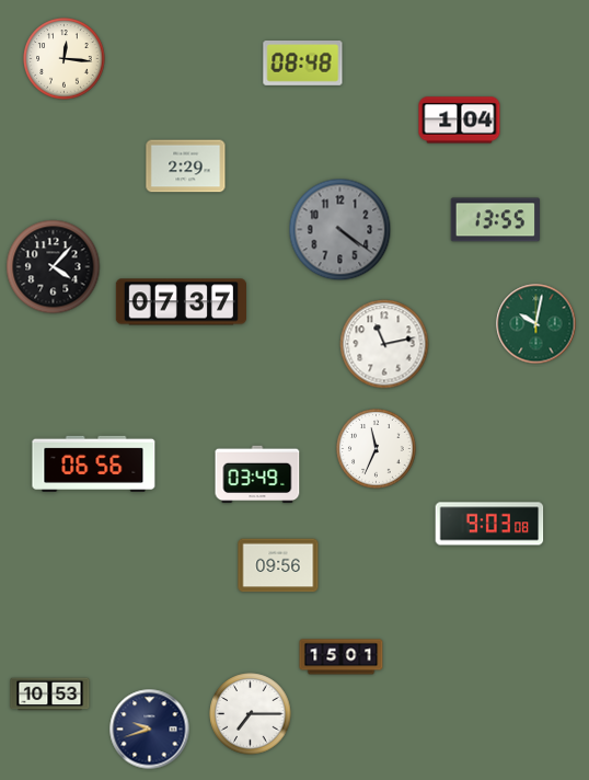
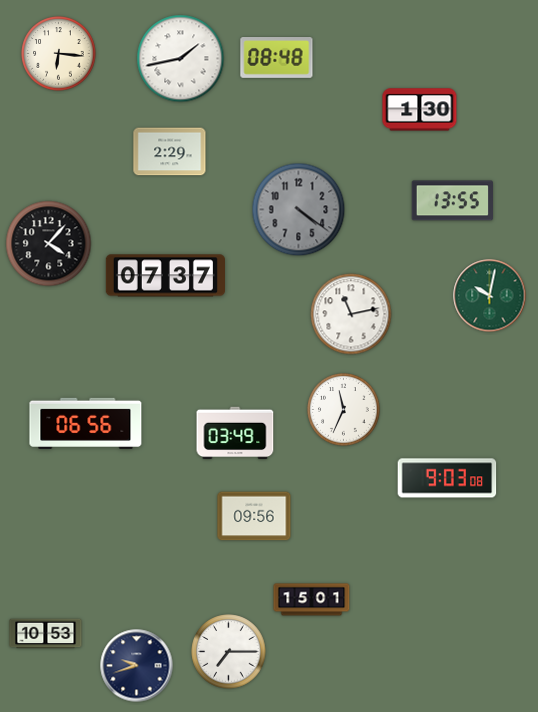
clock at (65, 59): 12:16 -> 6:16
clock at (181, 59): none -> 1:43
clock at (460, 121): 1:04 -> 1:30
clock at (340, 230) position: (340, 230) -> (299, 210)
